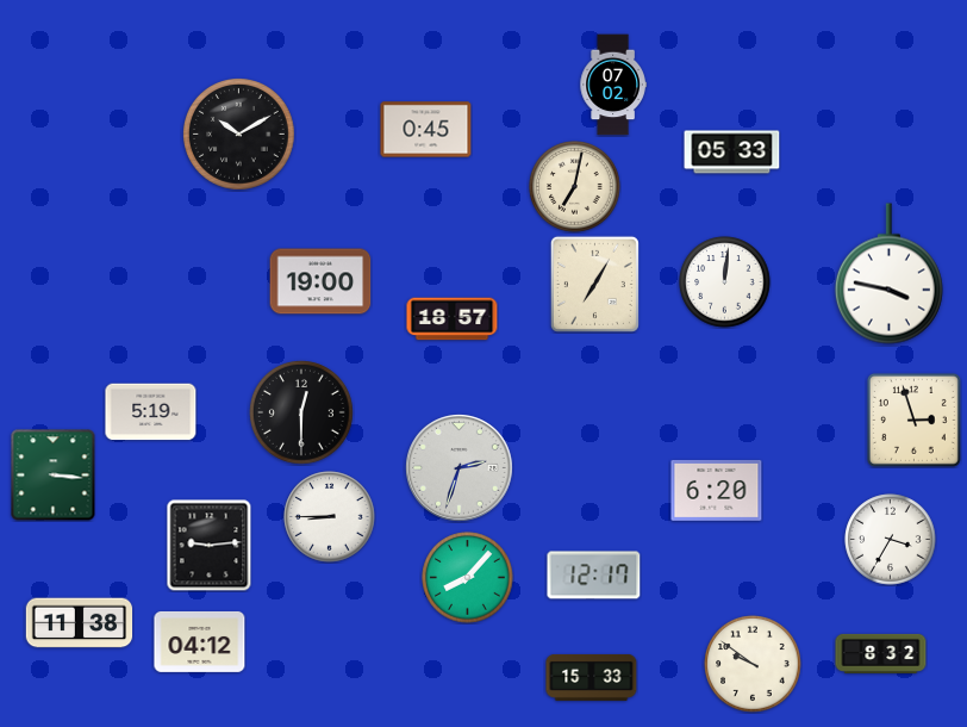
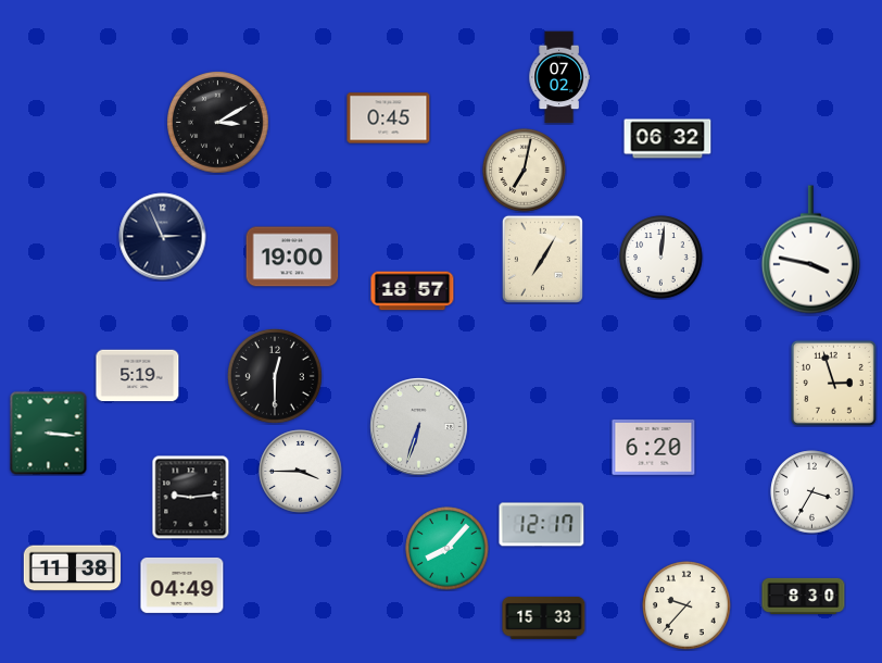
clock at (239, 135): 10:10 -> 3:10
clock at (732, 153): 05:33 -> 06:32
clock at (163, 237): none -> 2:56
clock at (460, 468): 2:33 -> 6:33
clock at (330, 517): 8:45 -> 3:45
clock at (468, 578) position: (468, 578) -> (448, 549)
clock at (200, 641): 04:12 -> 04:49
clock at (881, 653): 8:32 -> 8:30
clock at (753, 664): 9:51 -> 9:37
clock at (592, 677) position: (592, 677) -> (544, 617)
